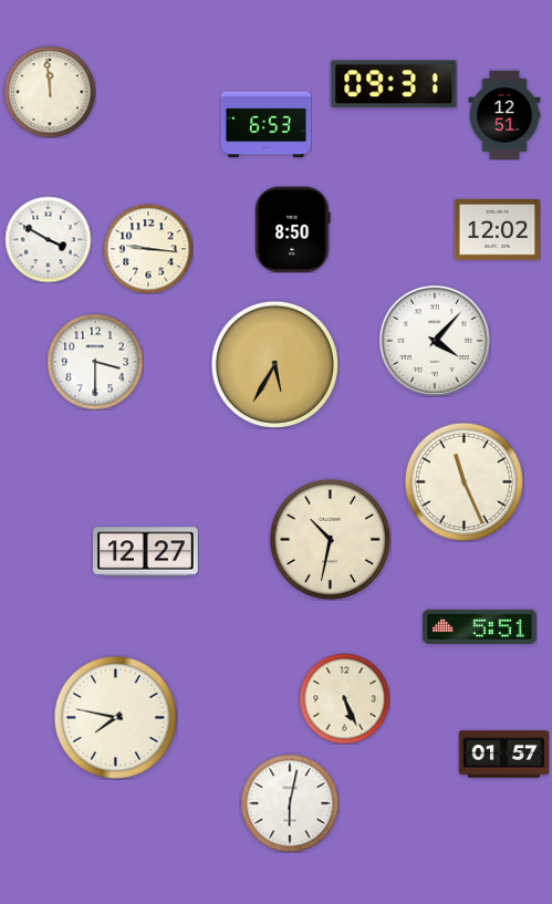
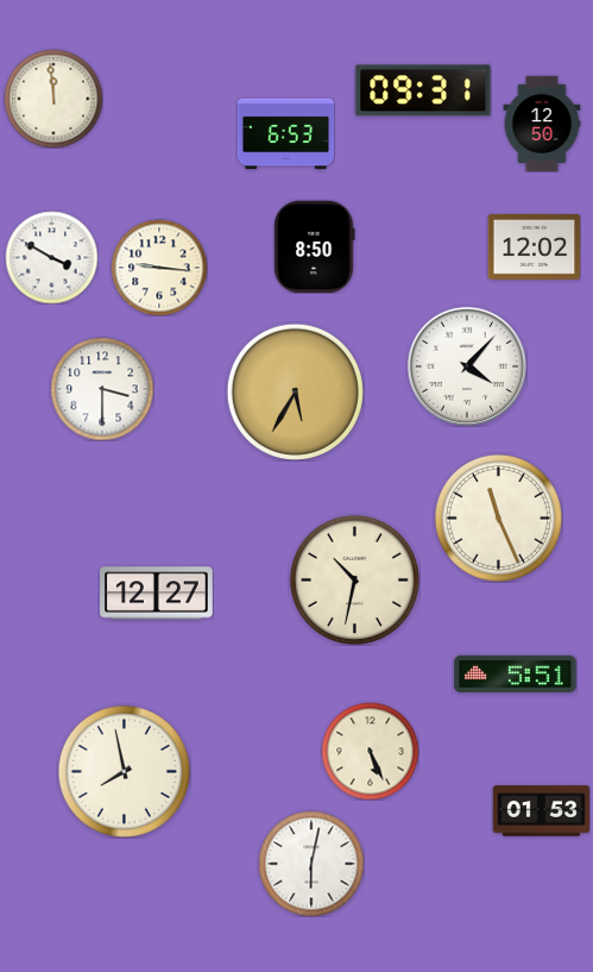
clock at (504, 115): 12:51 -> 12:50
clock at (115, 717): 7:47 -> 7:58
clock at (503, 755): 01:57 -> 01:53
